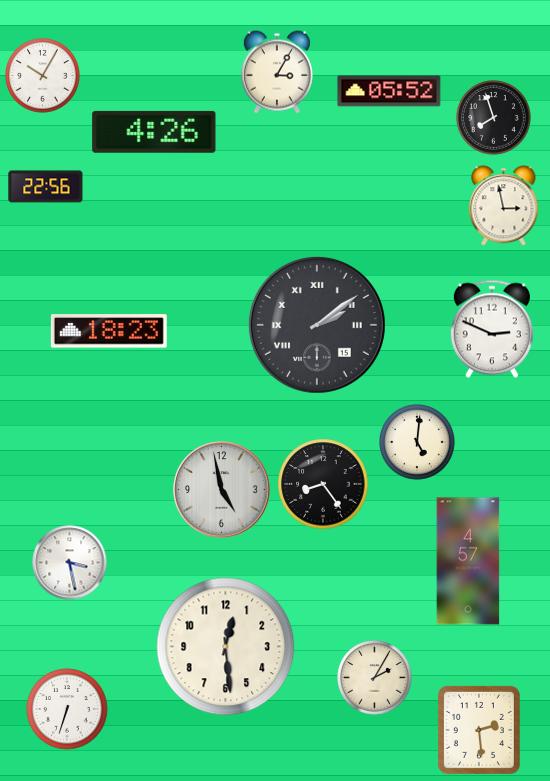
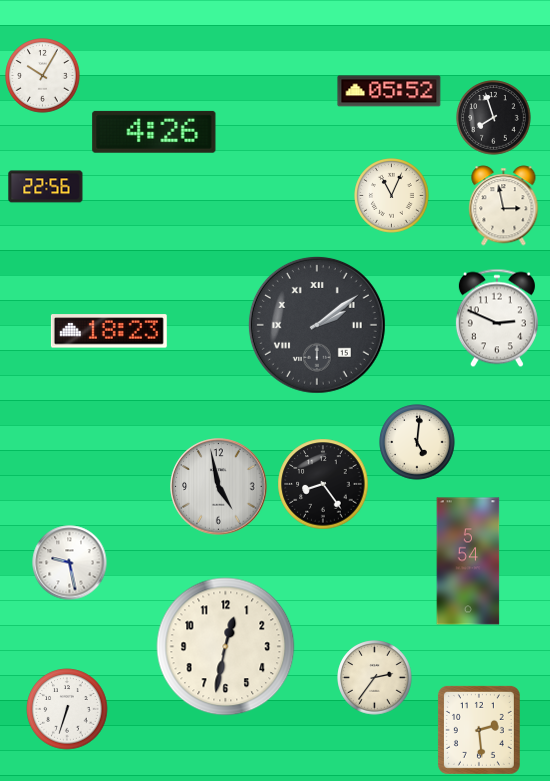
clock at (277, 72): 3:05 -> none
clock at (392, 196): none -> 11:04
clock at (492, 329) position: (492, 329) -> (497, 318)
clock at (222, 490) position: (222, 490) -> (219, 487)
clock at (468, 561): 4:57 -> 5:54
clock at (70, 563): 3:28 -> 9:28
clock at (226, 647): 12:29 -> 12:32
clock at (375, 678): 2:05 -> 2:36
